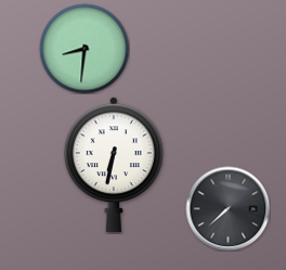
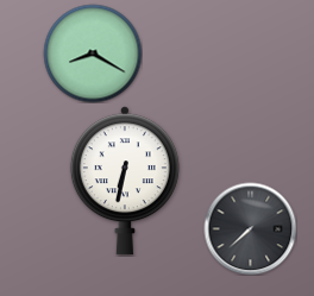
clock at (84, 49): 8:31 -> 8:20
